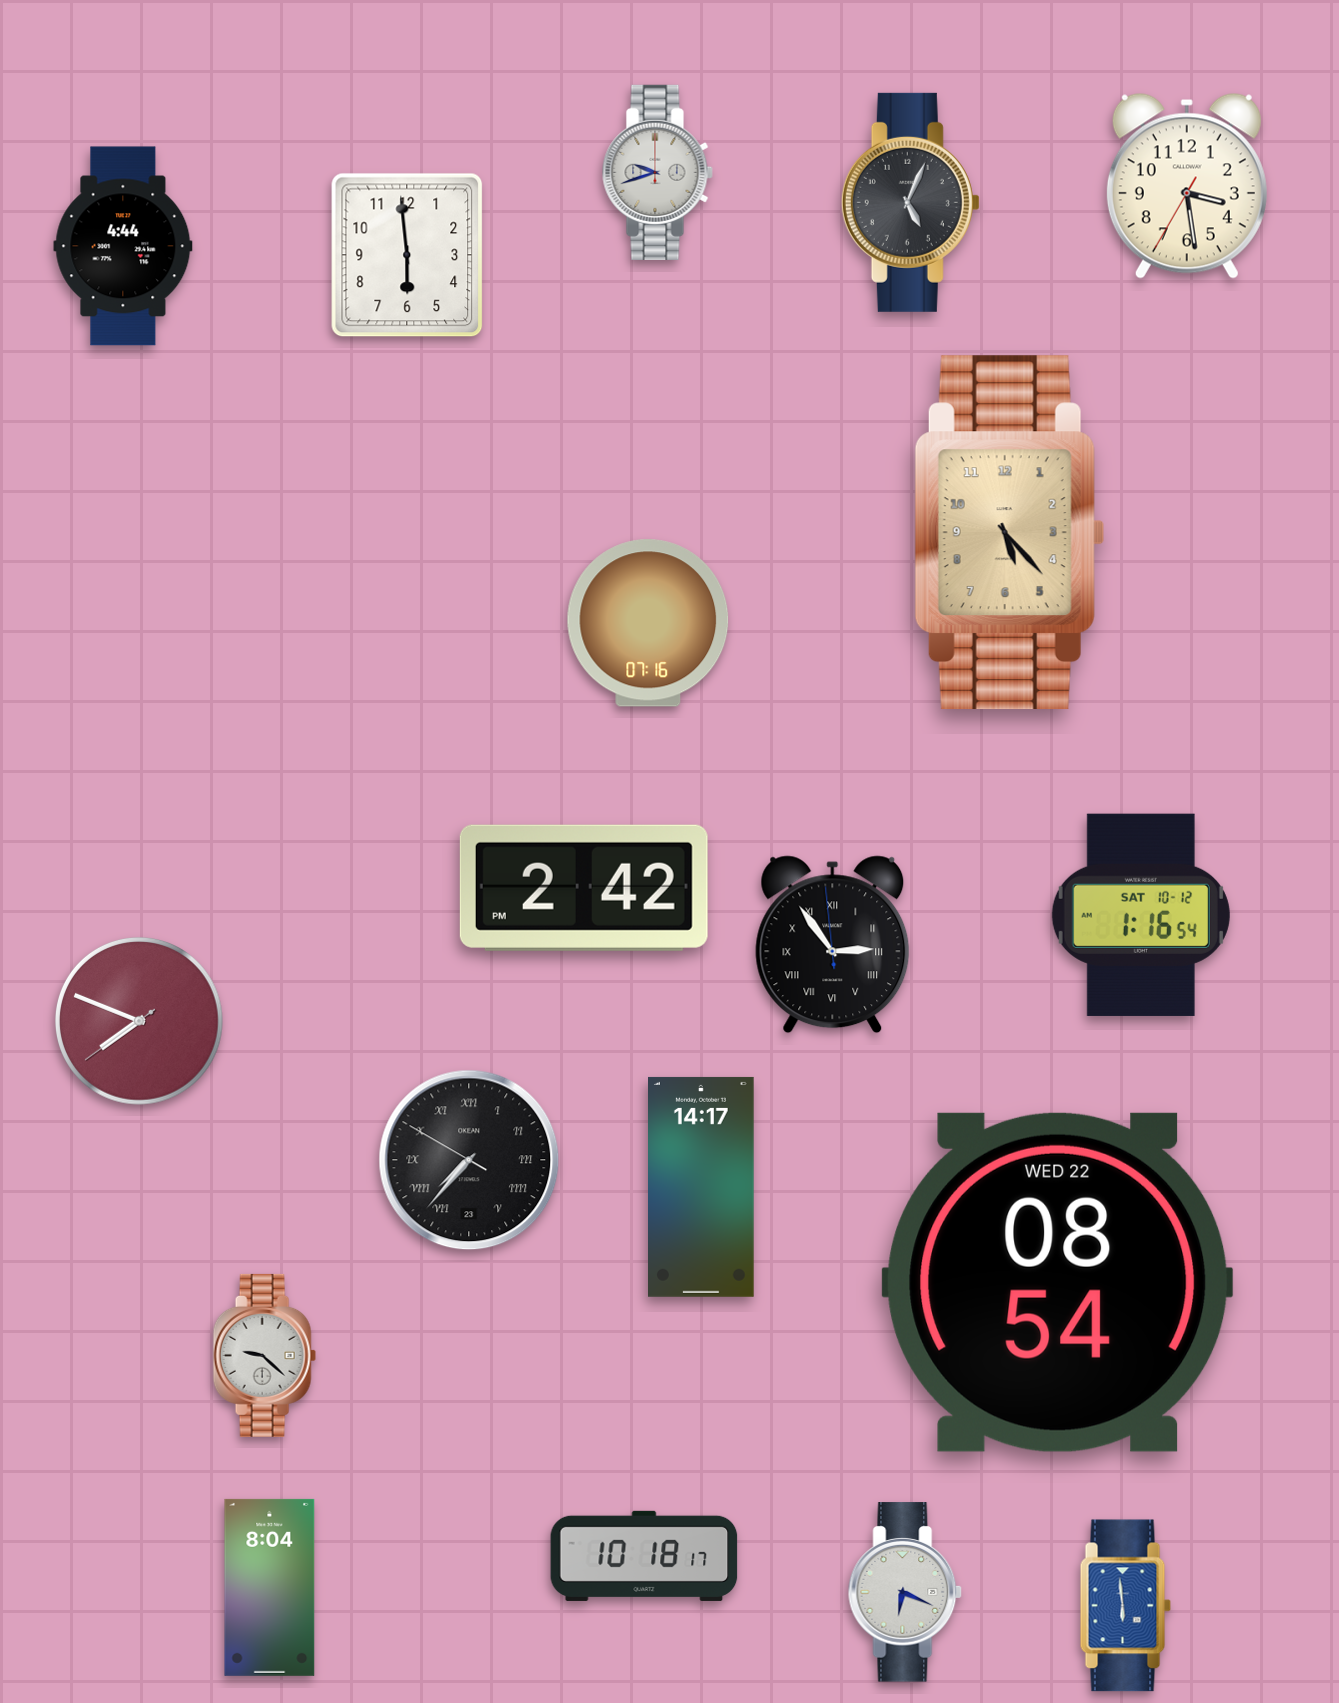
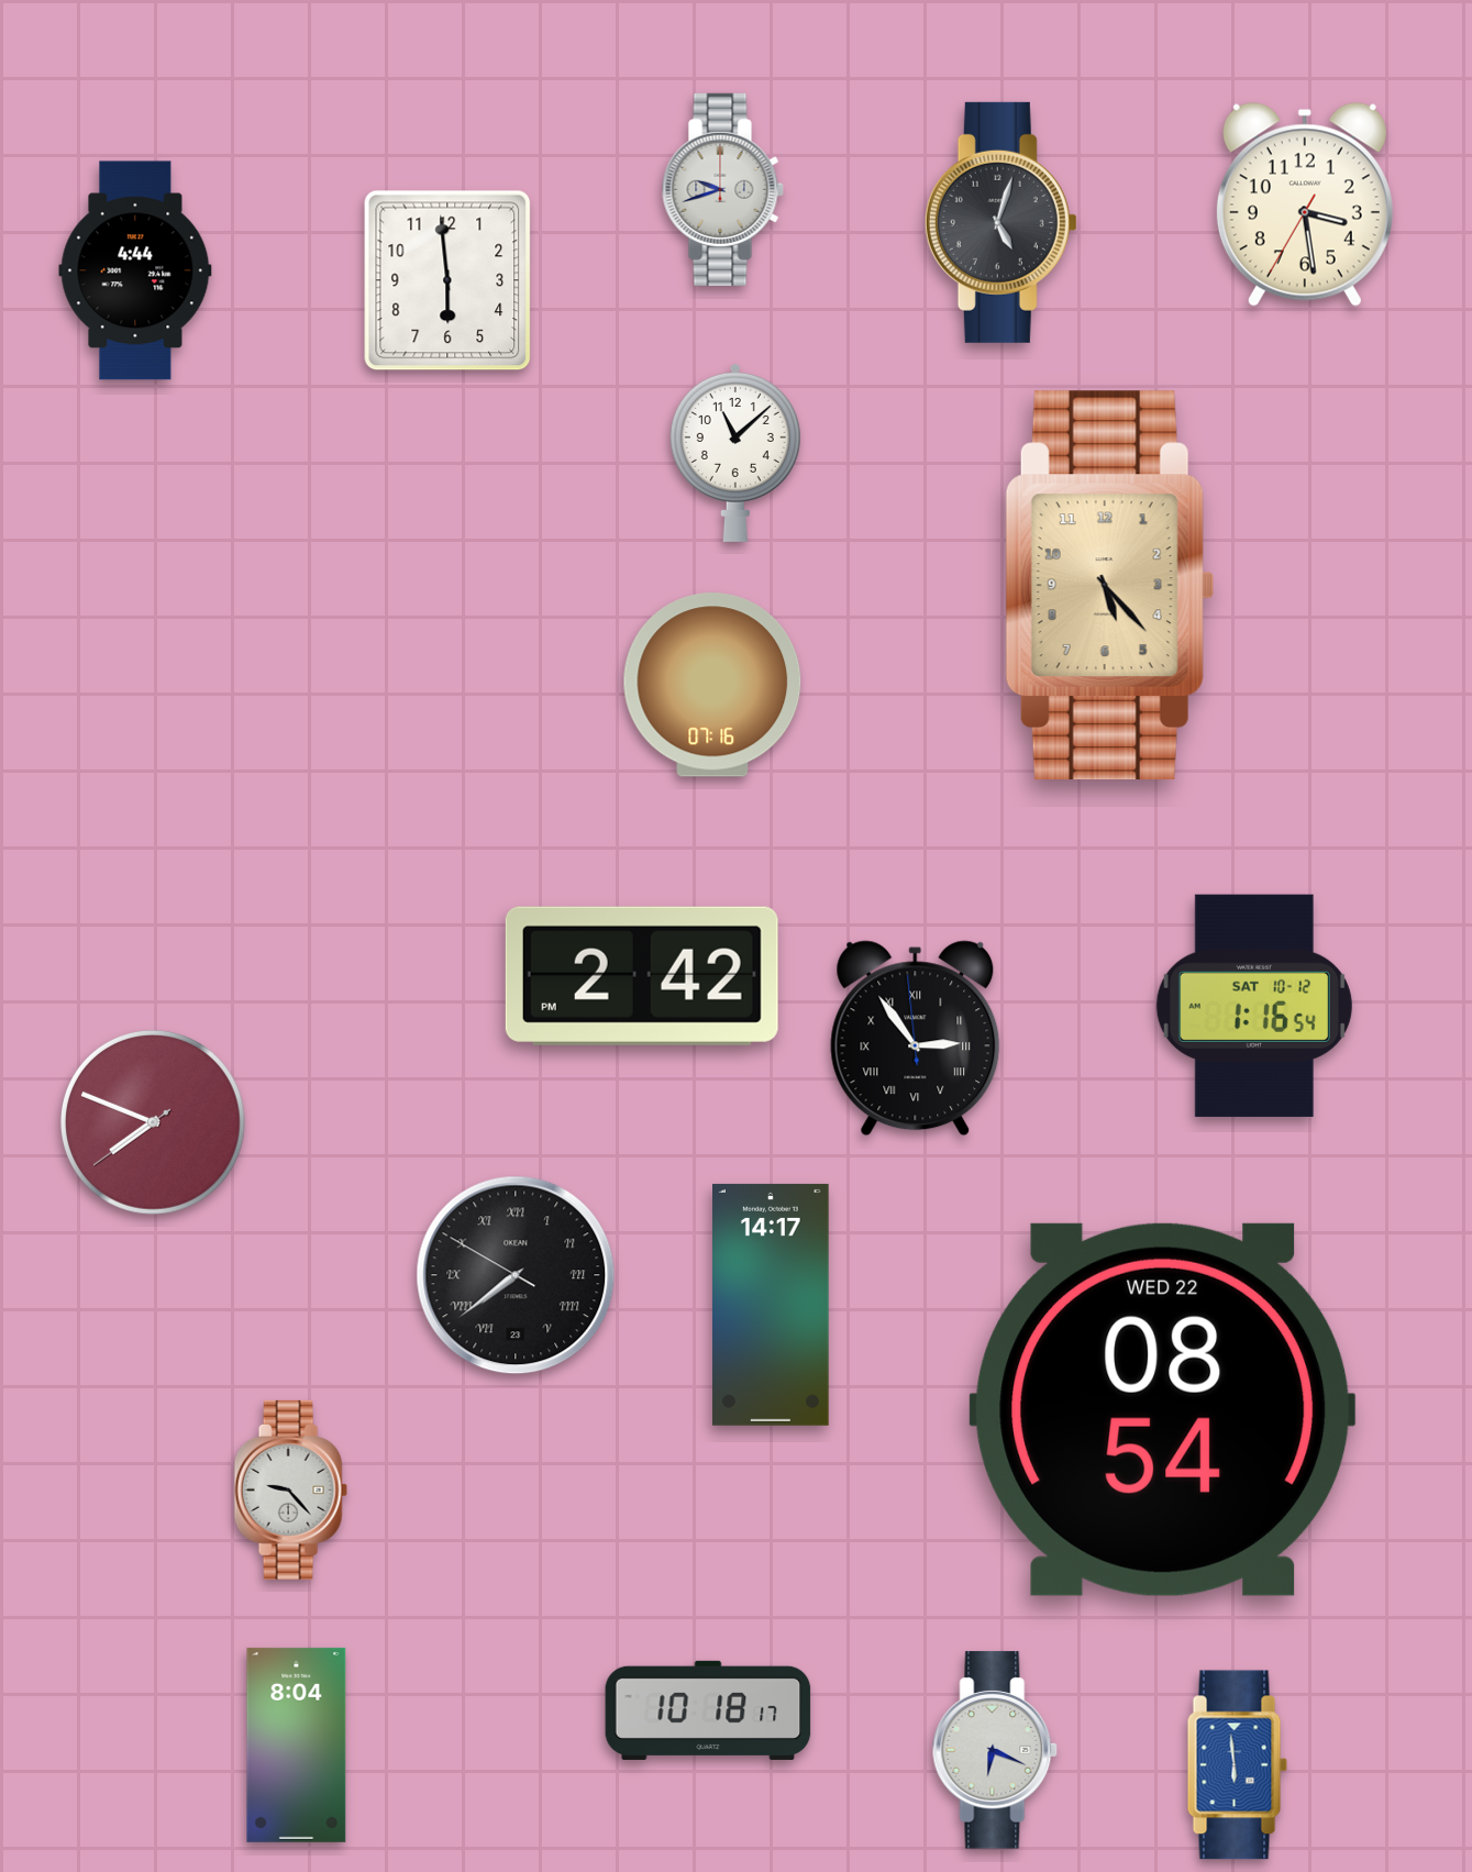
clock at (910, 202): 5:04 -> 5:03
clock at (735, 452): none -> 11:08
clock at (469, 1160): 7:36 -> 7:38
clock at (264, 1355): 9:22 -> 9:23
